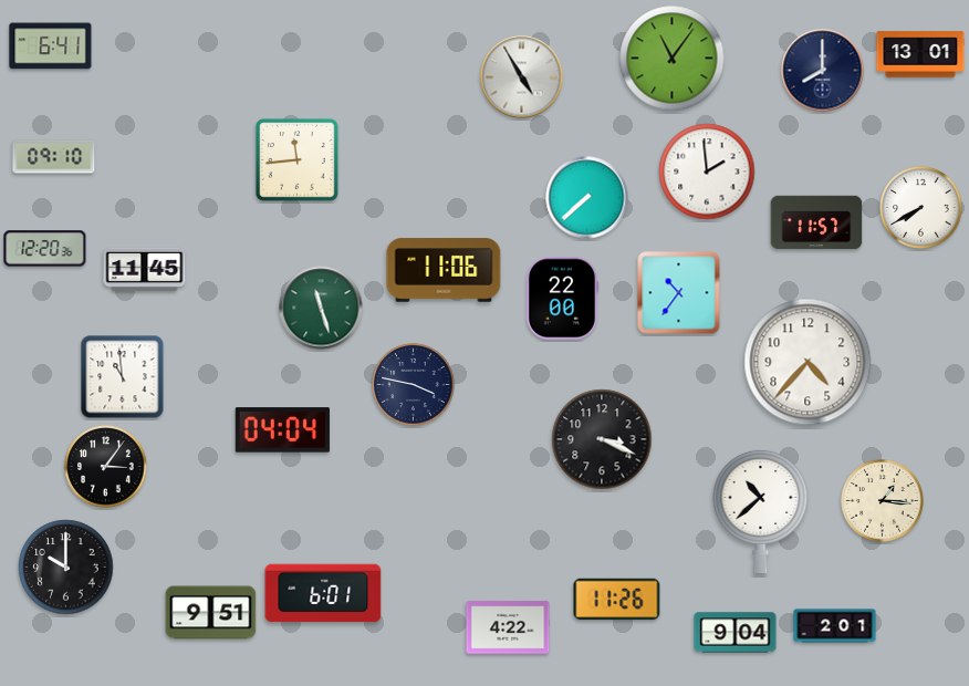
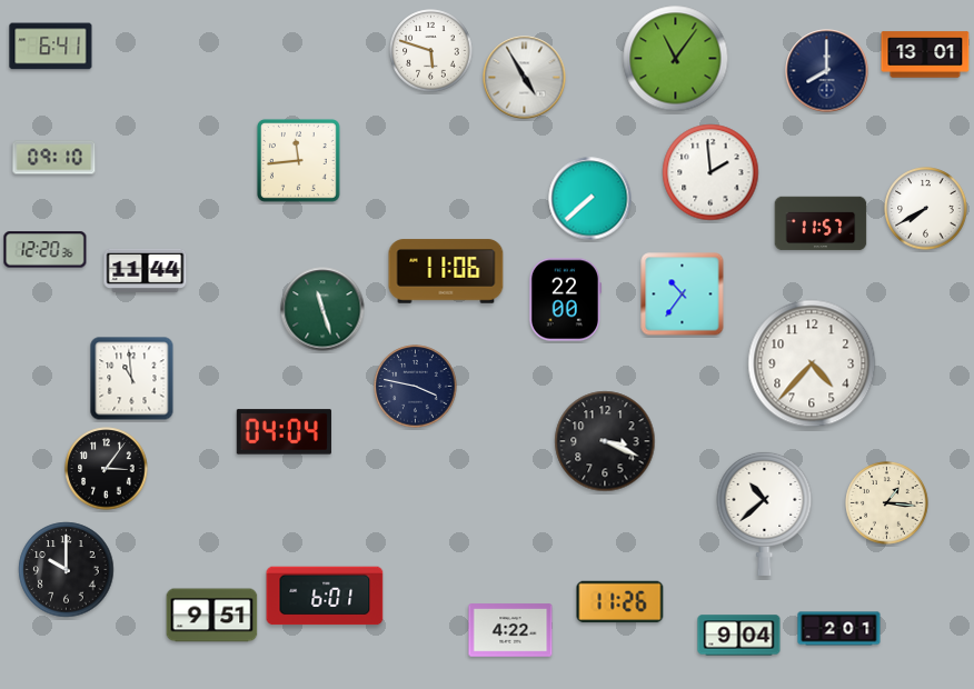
clock at (431, 51): none -> 5:48
clock at (145, 269): 11:45 -> 11:44
clock at (123, 377) position: (123, 377) -> (132, 379)
